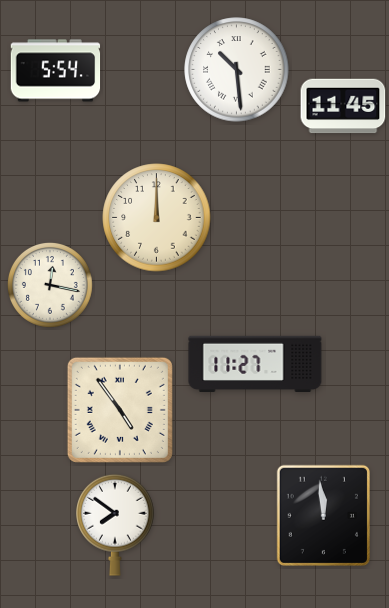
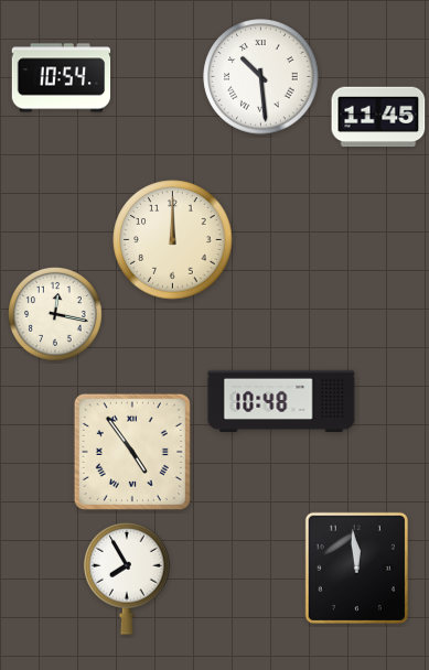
clock at (56, 71): 5:54 -> 10:54
clock at (255, 363): 11:27 -> 10:48
clock at (115, 525): 7:51 -> 7:55
